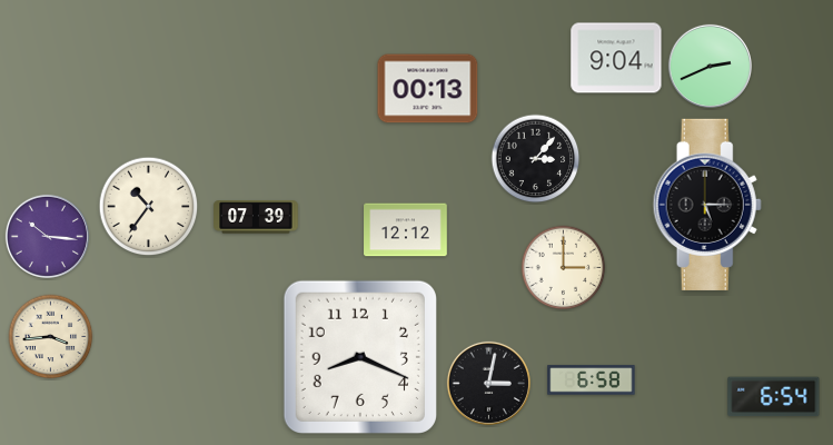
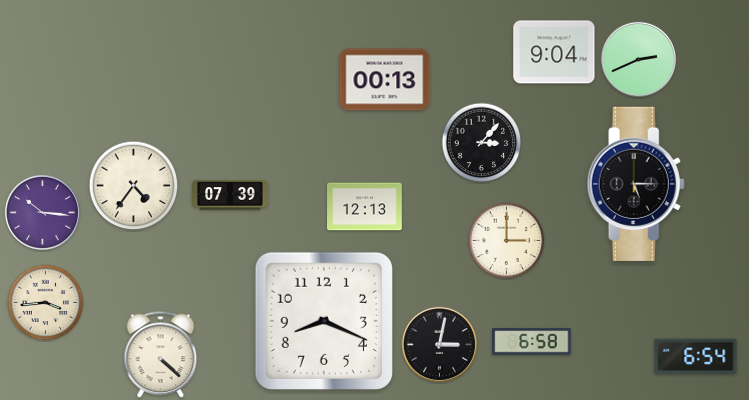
clock at (149, 207): 10:36 -> 4:36
clock at (406, 230): 12:12 -> 12:13
clock at (161, 355): none -> 4:22
